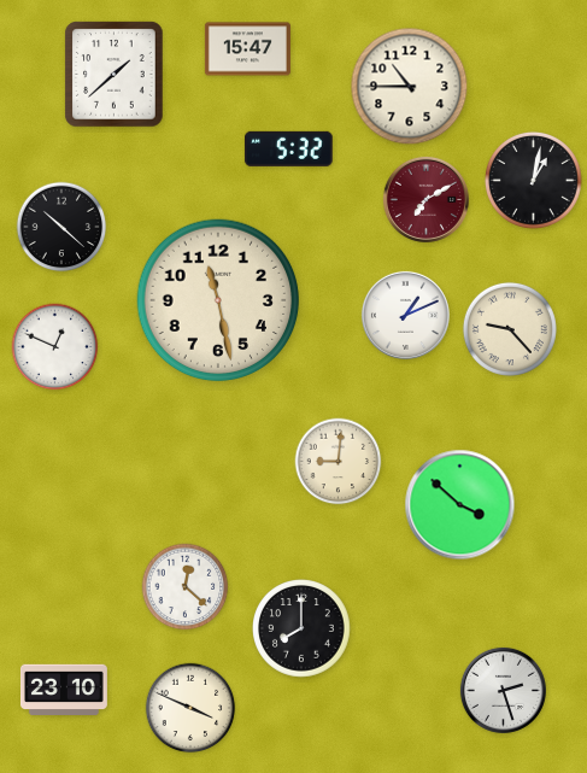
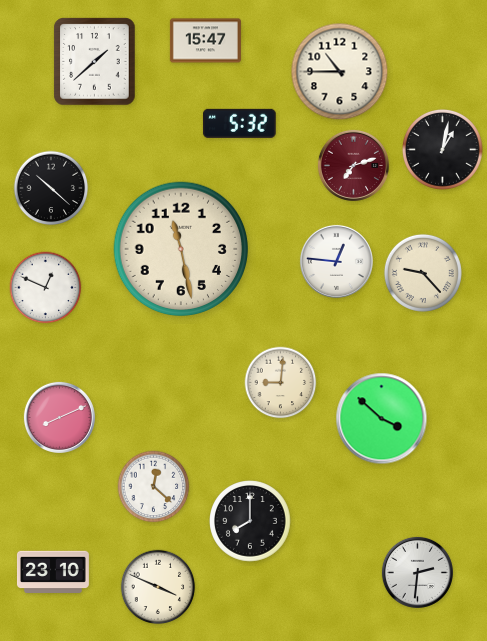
clock at (425, 199): 7:10 -> 7:12
clock at (405, 315): 1:11 -> 12:46
clock at (59, 417): none -> 8:11
clock at (503, 690): 2:27 -> 2:31
